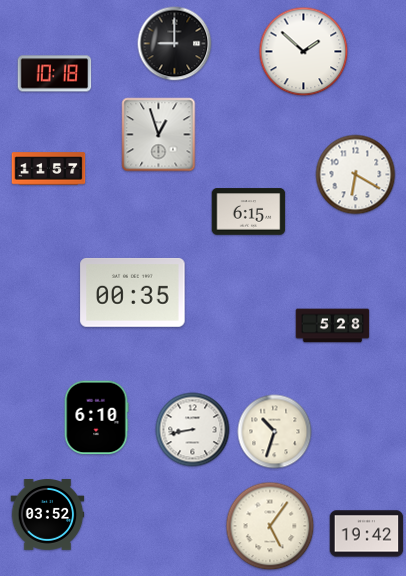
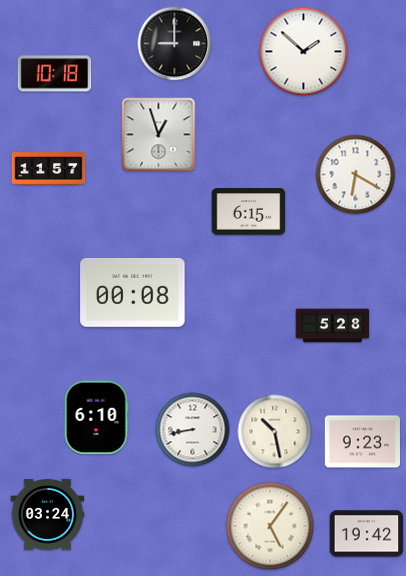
clock at (133, 292): 00:35 -> 00:08
clock at (275, 432): 10:33 -> 10:28
clock at (363, 442): none -> 9:23
clock at (48, 515): 03:52 -> 03:24
